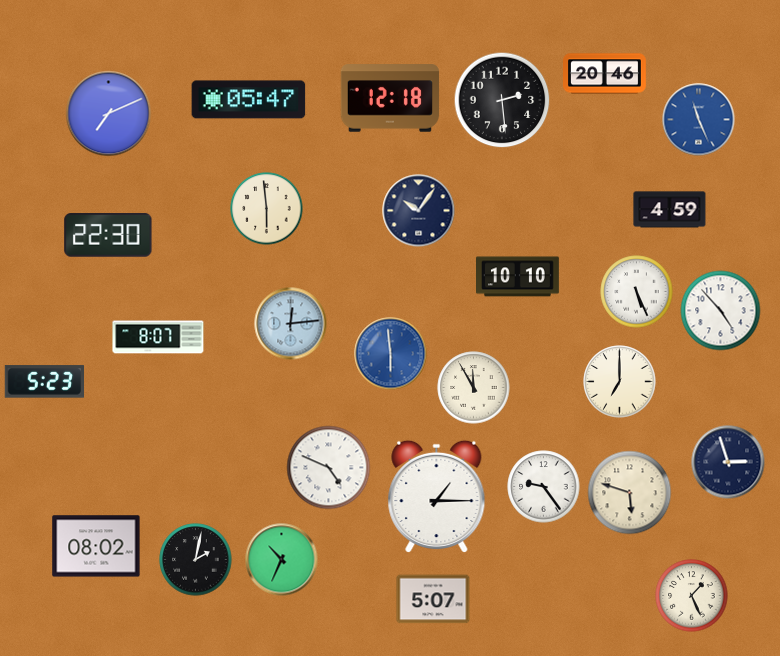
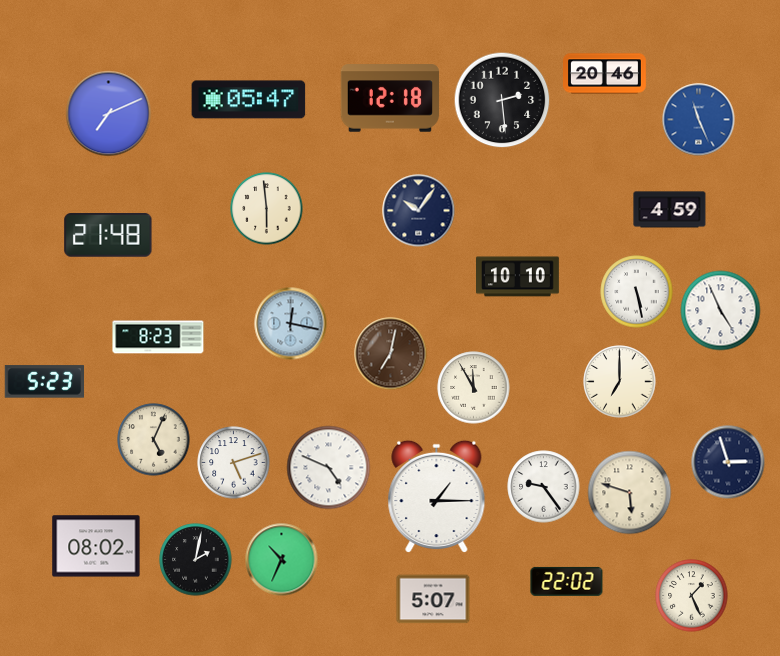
clock at (108, 235): 22:30 -> 21:48
clock at (637, 292): 5:26 -> 5:28
clock at (721, 311): 4:53 -> 4:56
clock at (291, 324): 12:14 -> 12:17
clock at (158, 337): 8:07 -> 8:23
clock at (391, 354): 5:59 -> 7:02
clock at (391, 354) dial: blue -> brown
clock at (154, 440): none -> 5:04
clock at (234, 463): none -> 5:12
clock at (567, 581): none -> 22:02
